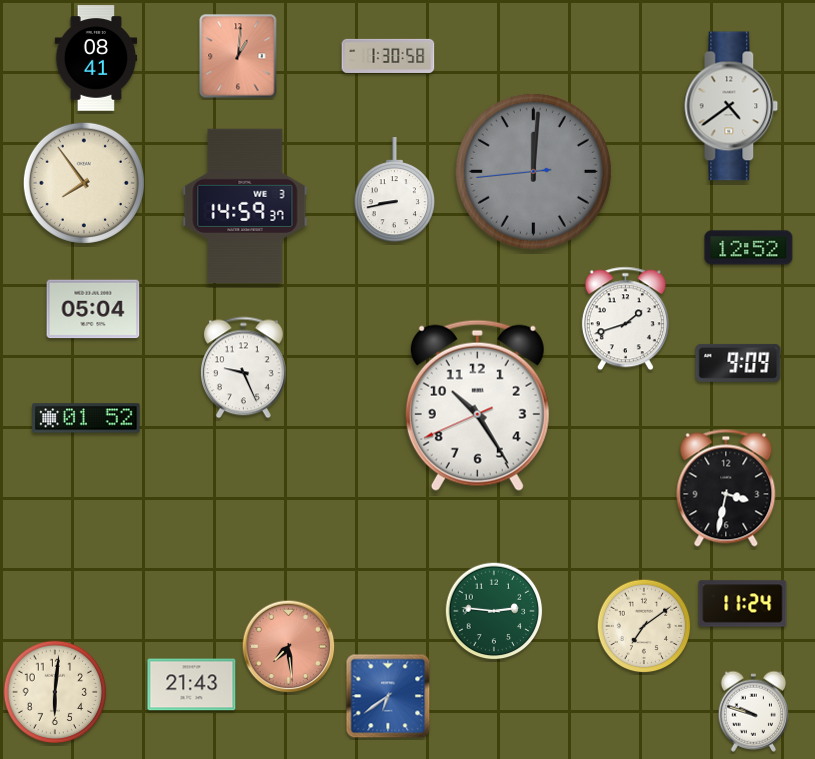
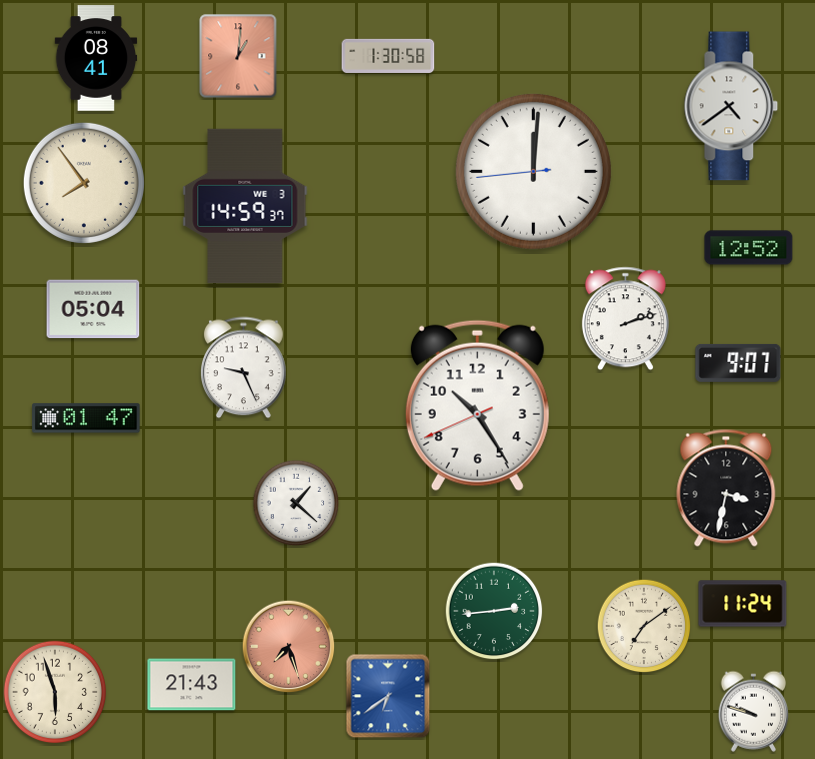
clock at (533, 171) dial: grey -> white
clock at (394, 191): 8:43 -> none
clock at (625, 319): 1:42 -> 2:12
clock at (738, 363): 9:09 -> 9:07
clock at (86, 418): 01:52 -> 01:47
clock at (296, 503): none -> 1:22
clock at (494, 611): 2:46 -> 2:44
clock at (289, 647): 7:29 -> 7:27
clock at (55, 692): 6:01 -> 5:57
